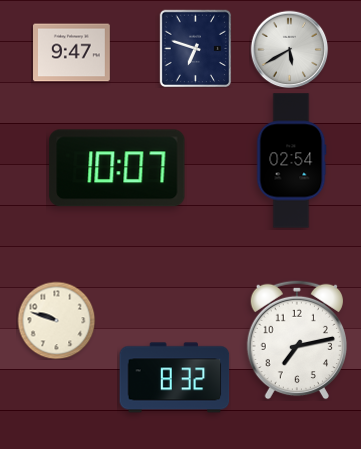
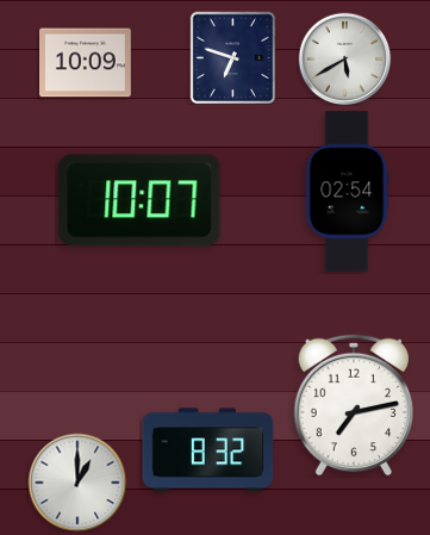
clock at (72, 53): 9:47 -> 10:09
clock at (56, 320): 9:48 -> none
clock at (77, 483): none -> 1:00
